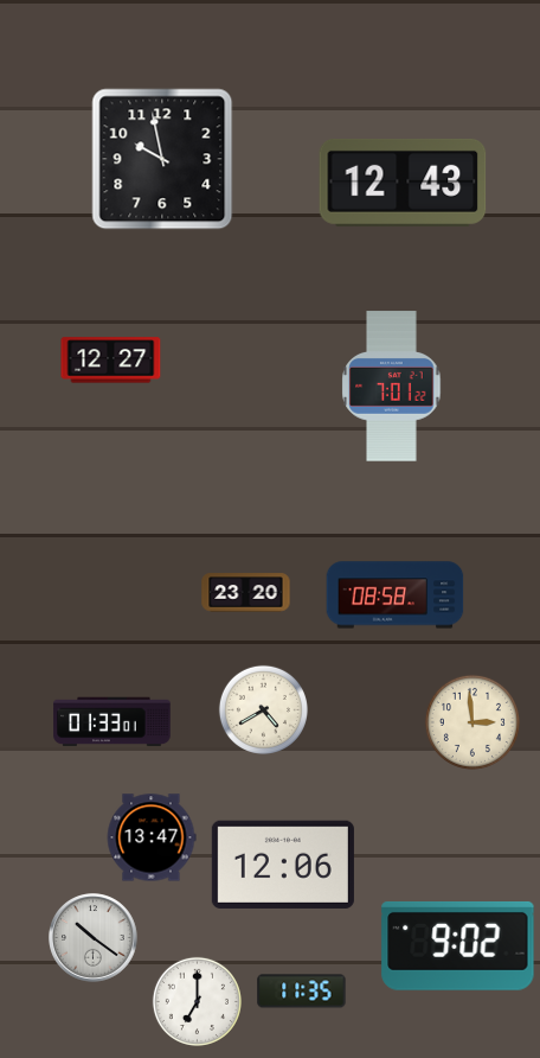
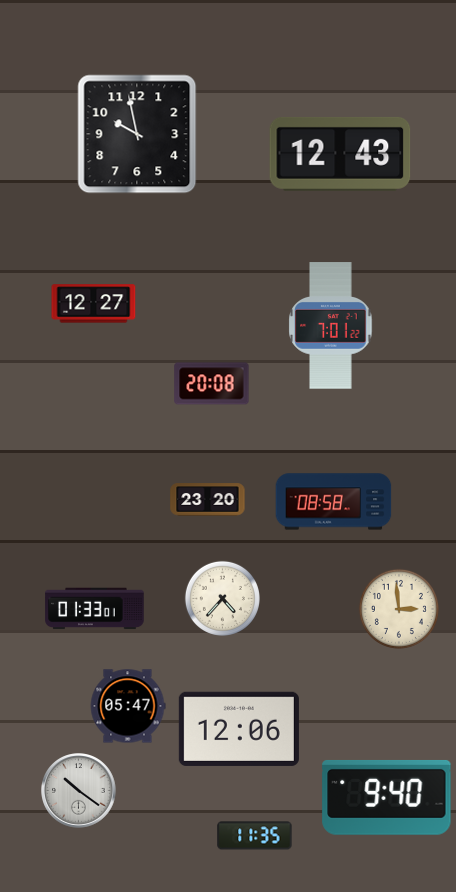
clock at (212, 384): none -> 20:08
clock at (263, 709): 4:40 -> 4:37
clock at (152, 837): 13:47 -> 05:47
clock at (458, 947): 9:02 -> 9:40
clock at (197, 1001): 7:00 -> none
